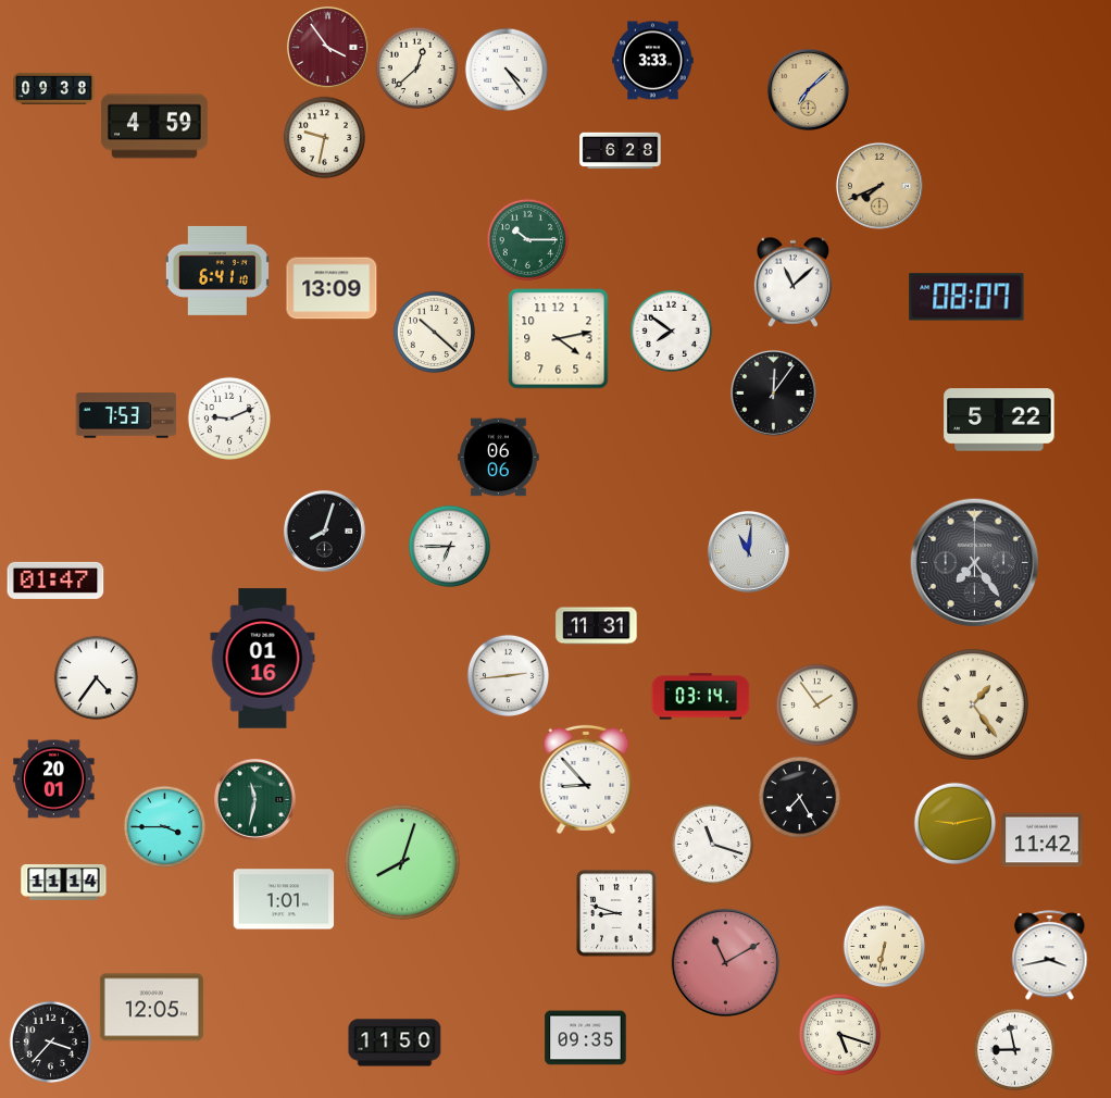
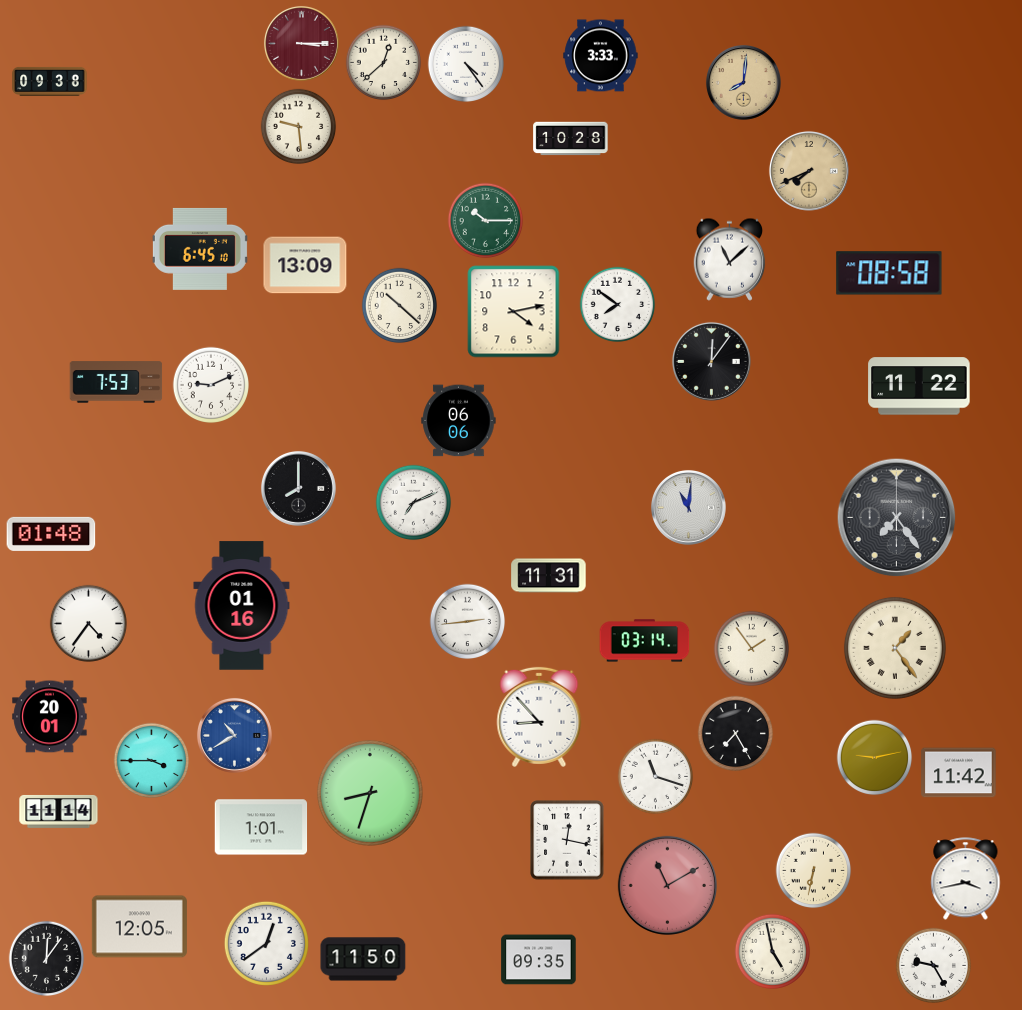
clock at (327, 47): 3:54 -> 3:15
clock at (808, 89): 7:08 -> 8:01
clock at (154, 126): 4:59 -> none
clock at (325, 138): 9:32 -> 9:29
clock at (621, 151): 6:28 -> 10:28
clock at (217, 271): 6:41 -> 6:45
clock at (966, 297): 08:07 -> 08:58
clock at (999, 420): 5:22 -> 11:22
clock at (324, 531): 8:03 -> 8:00
clock at (450, 547): 6:45 -> 7:11
clock at (55, 581): 01:47 -> 01:48
clock at (254, 799): 11:32 -> 10:40
clock at (254, 799) dial: green -> blue
clock at (956, 824) position: (956, 824) -> (875, 758)
clock at (402, 862): 8:03 -> 8:33
clock at (616, 913): 8:48 -> 12:17
clock at (266, 943): none -> 12:39
clock at (840, 1035): 5:18 -> 4:58
clock at (586, 1038) position: (586, 1038) -> (539, 960)
clock at (51, 1043): 3:37 -> 12:06
clock at (1015, 1050): 8:58 -> 9:25
